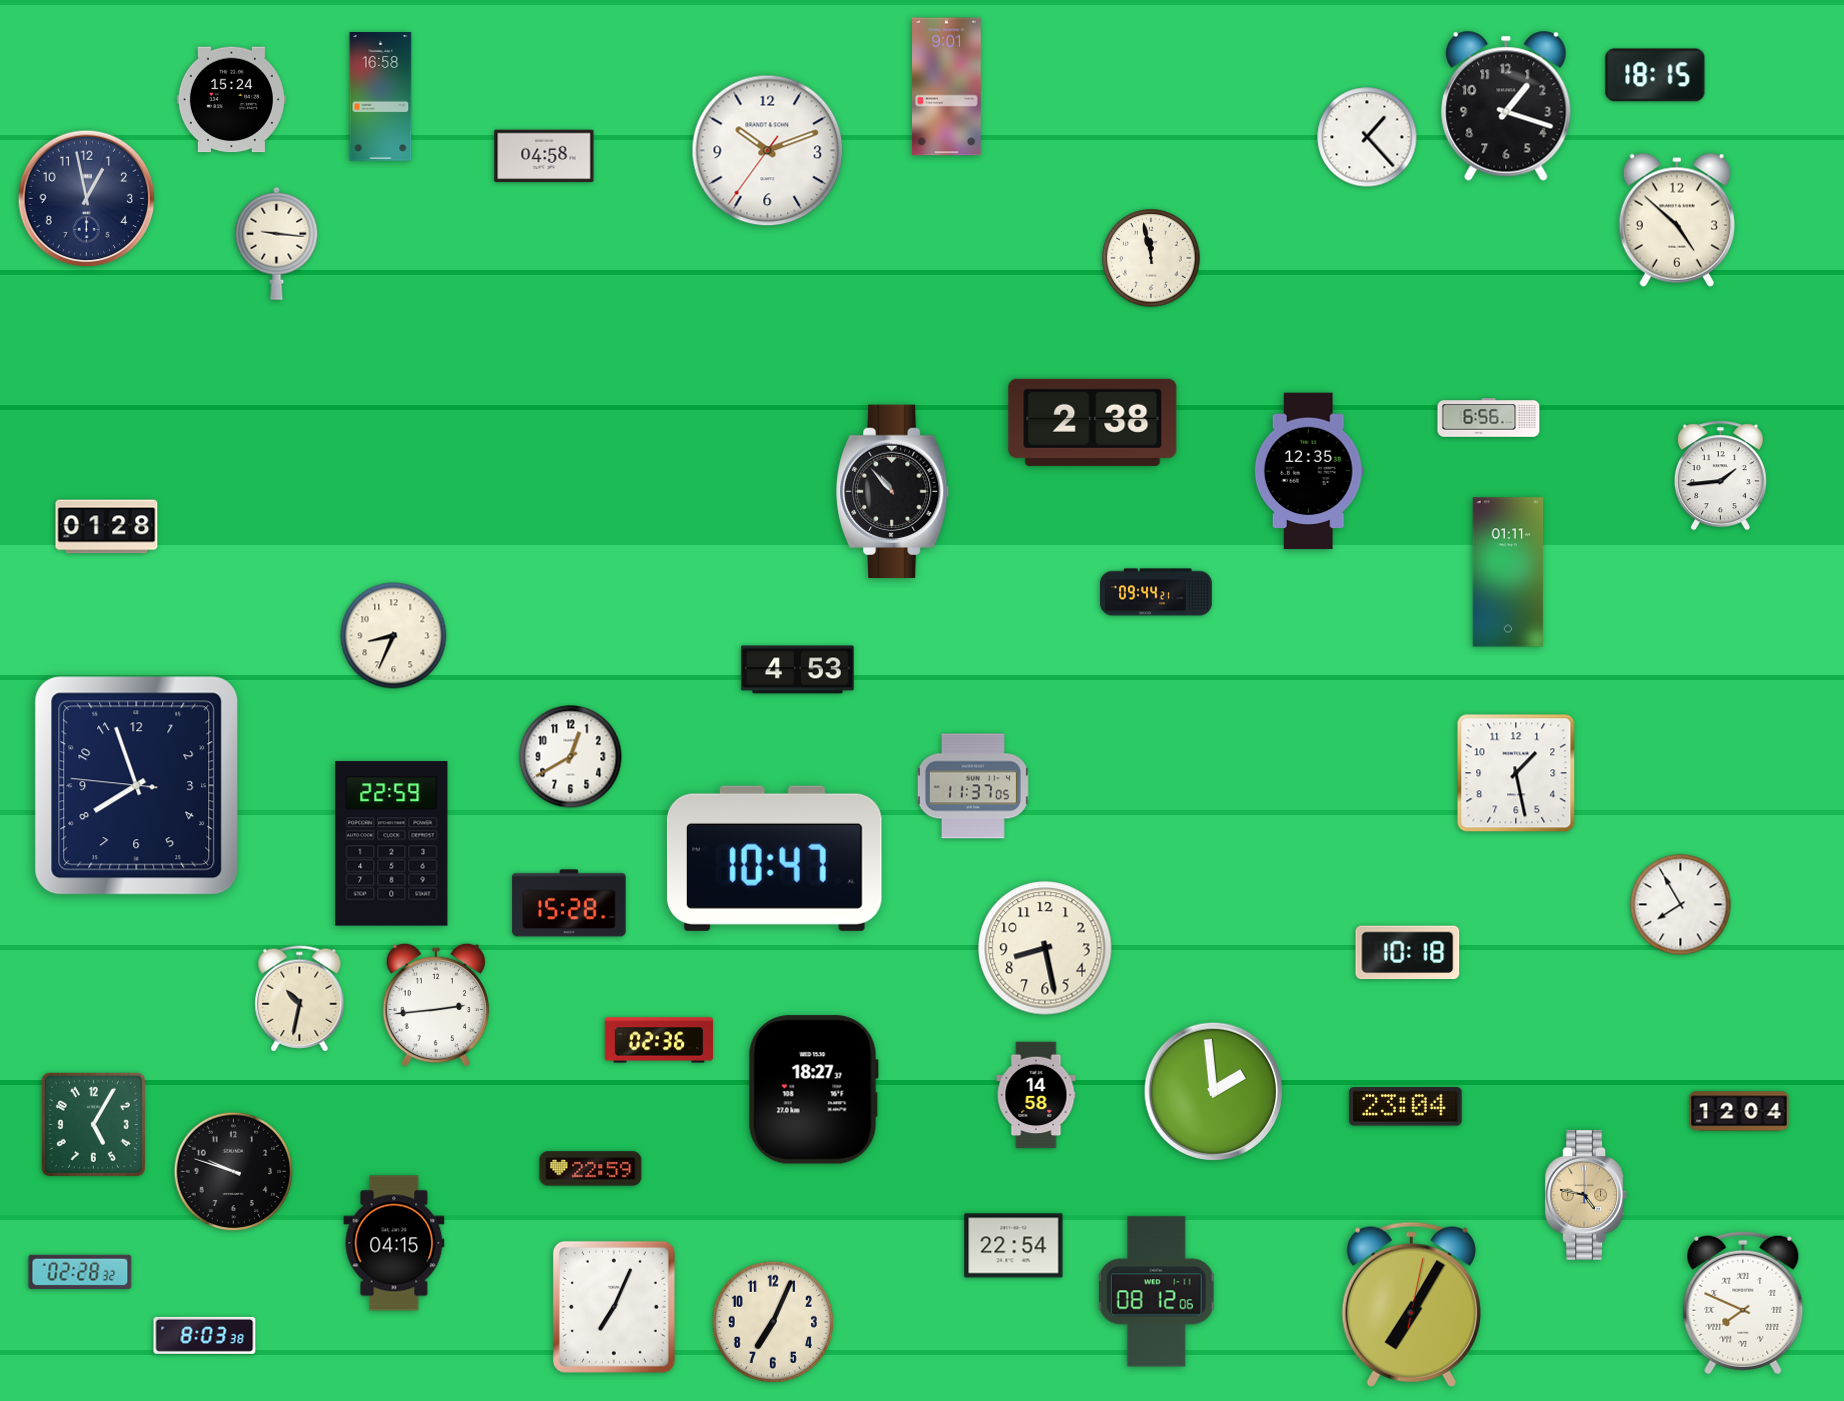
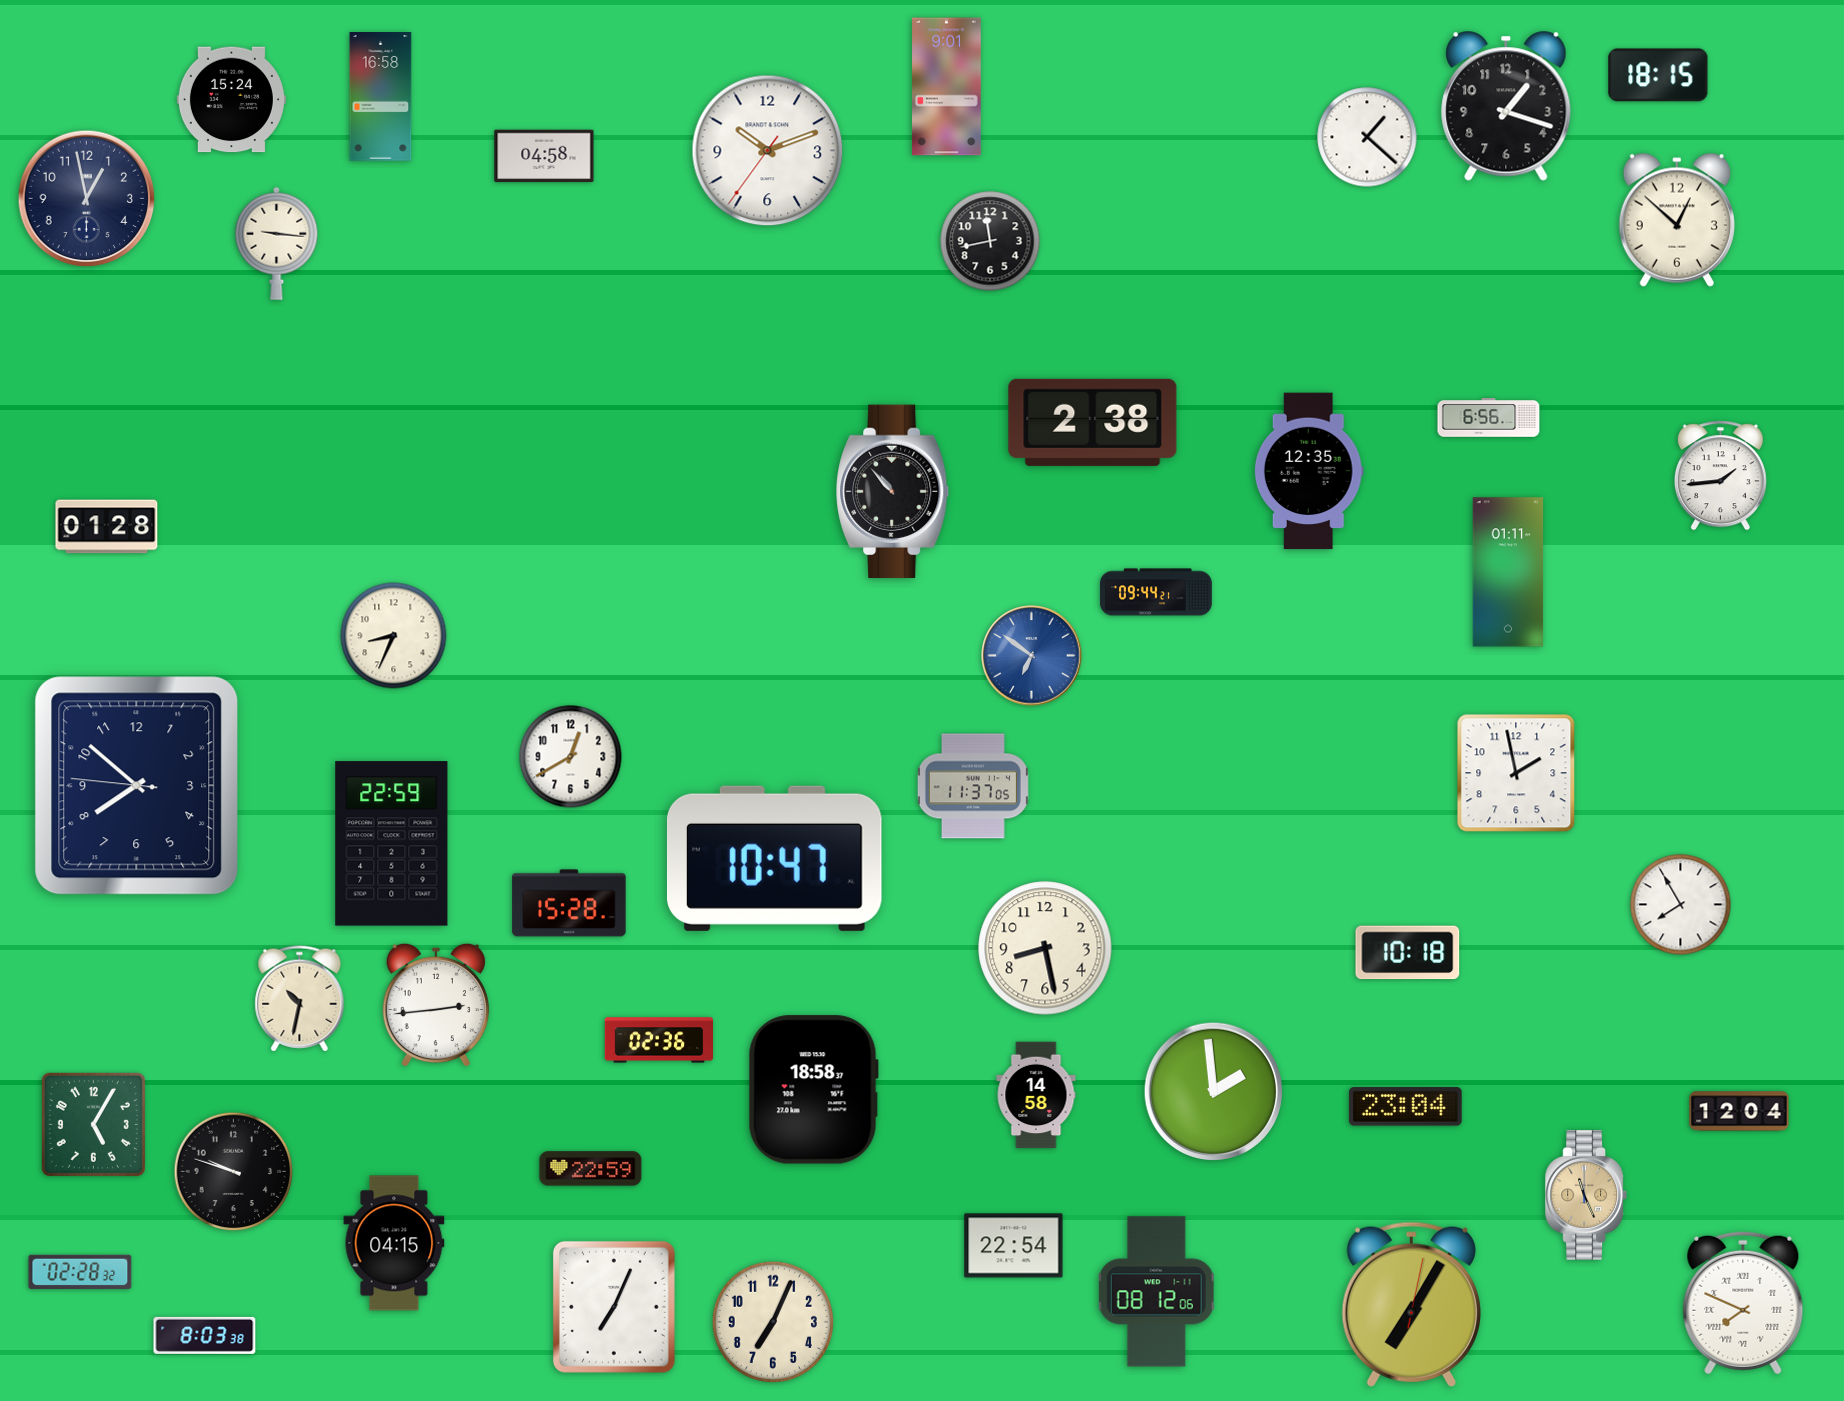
clock at (1655, 75) position: (1655, 75) -> (1658, 75)
clock at (1367, 137): 1:23 -> 1:22
clock at (1677, 220): 4:52 -> 12:52
clock at (990, 241): none -> 11:43
clock at (1151, 258): 11:58 -> none
clock at (1032, 656): none -> 6:51
clock at (798, 670): 4:53 -> none
clock at (1516, 773): 1:28 -> 1:58
clock at (137, 786): 7:56 -> 7:51
clock at (813, 1090): 18:27 -> 18:58
clock at (1586, 1195): 4:47 -> 11:26
